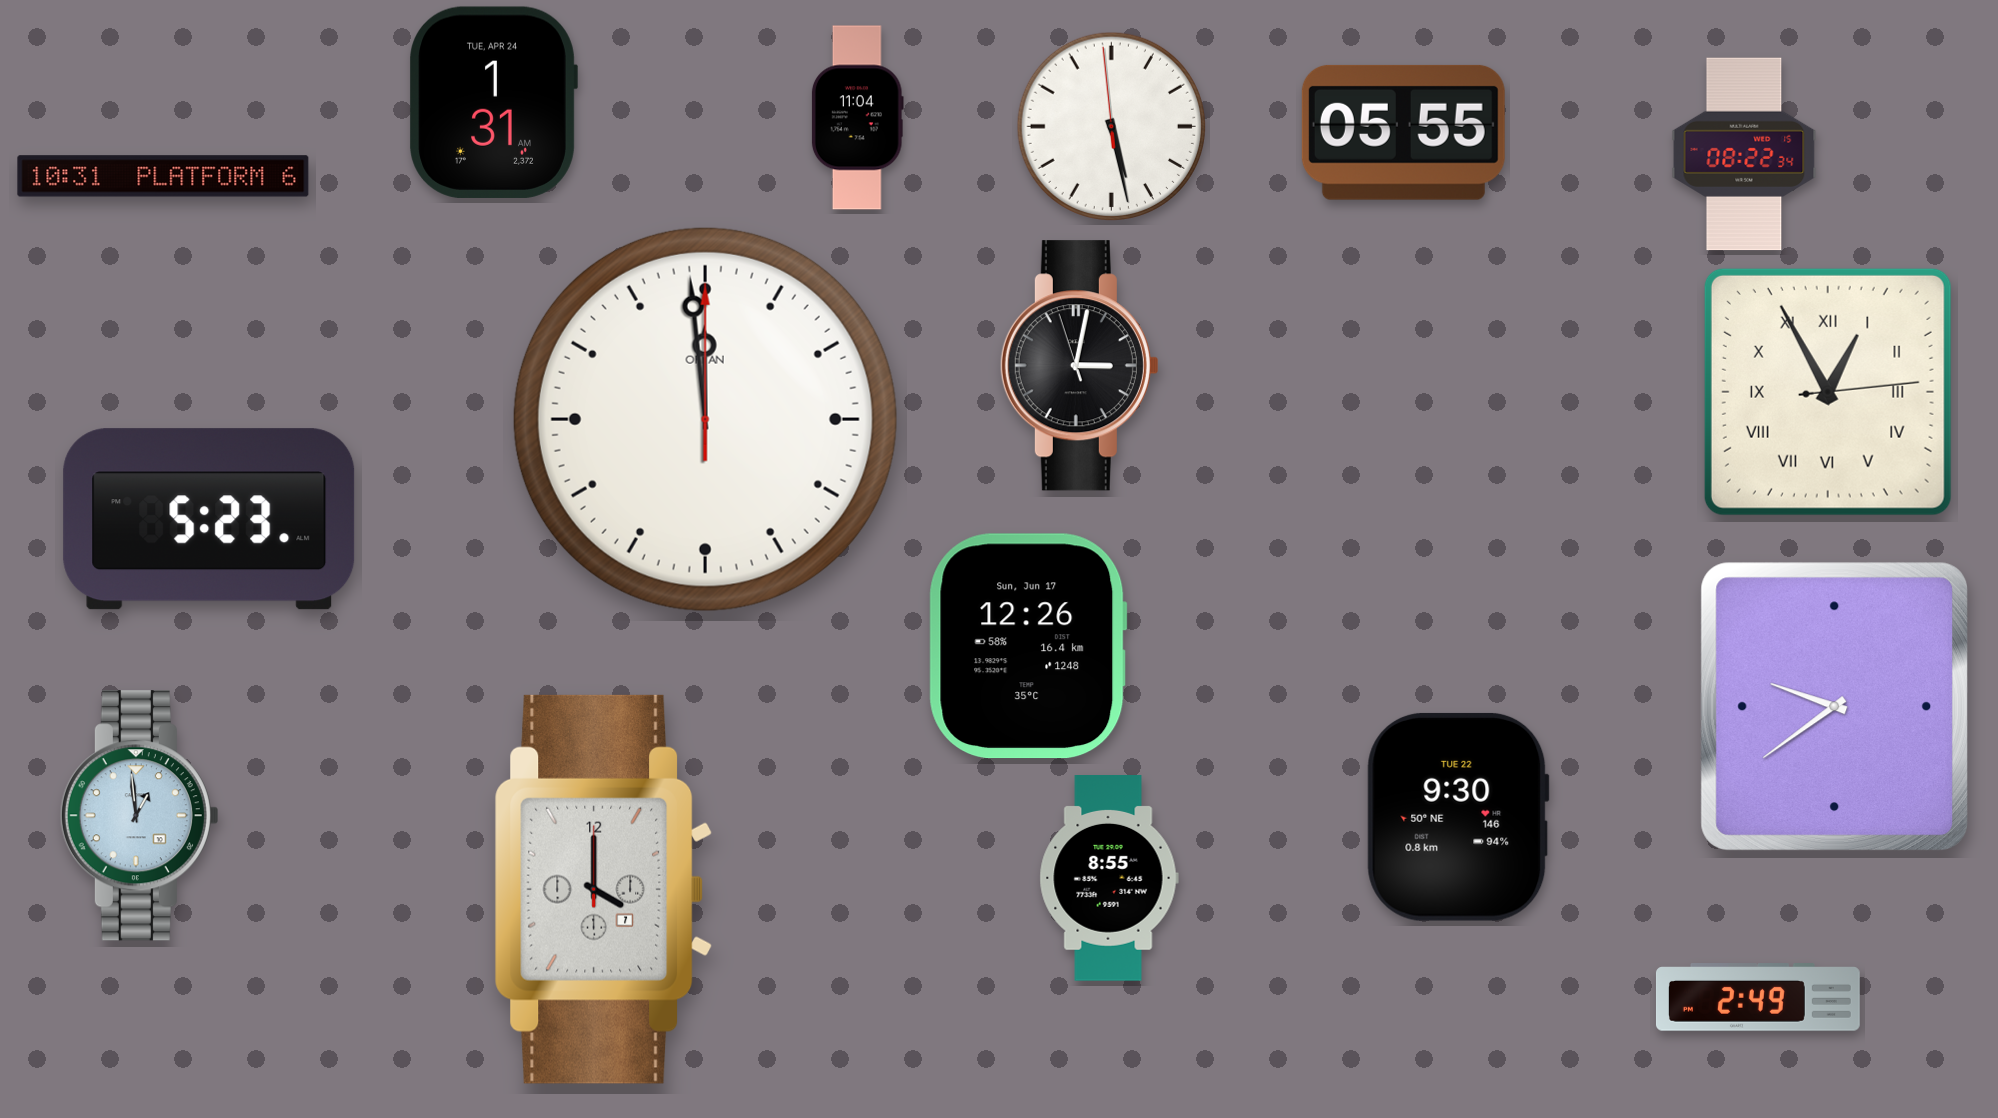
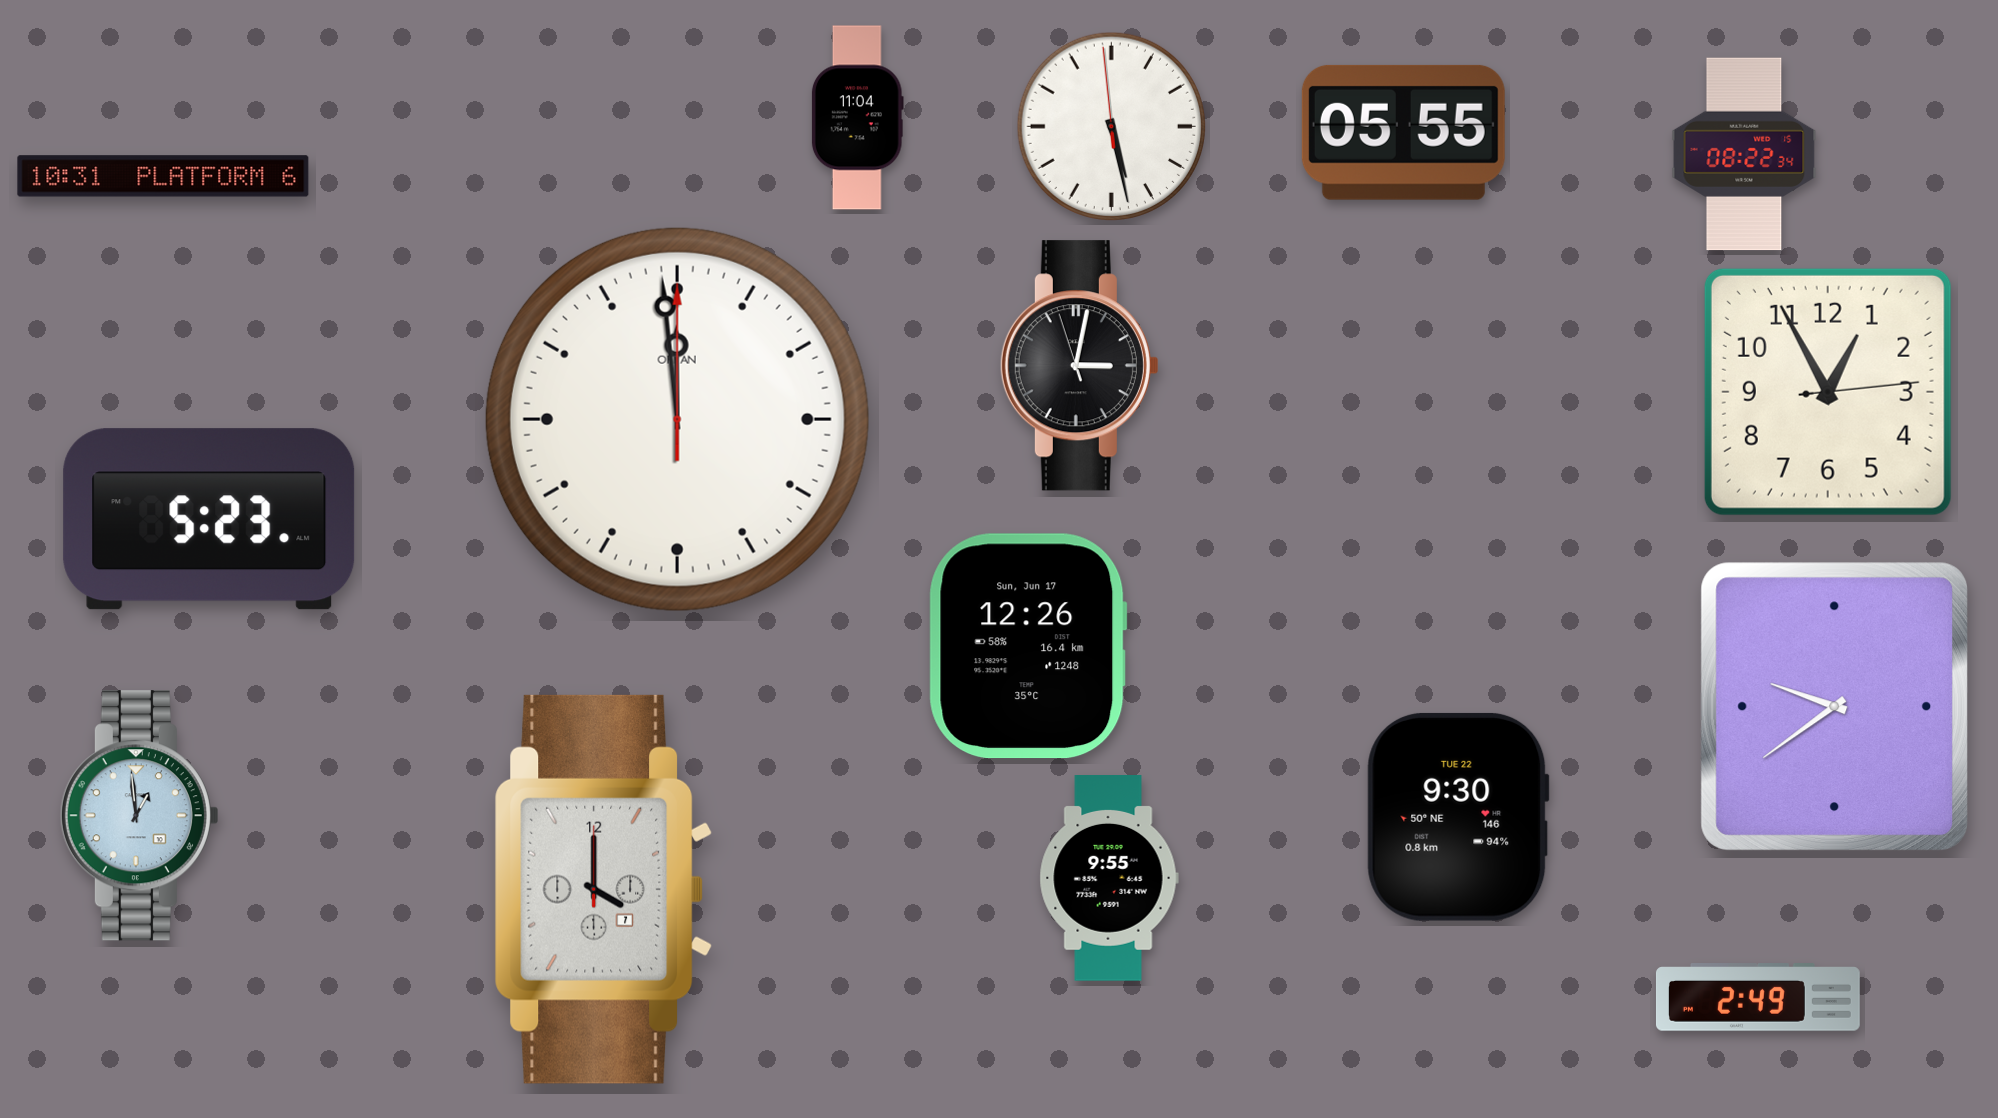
clock at (493, 102): 1:31 -> none
clock at (1828, 392) numerals: Roman -> Arabic
clock at (705, 419) position: (705, 419) -> (677, 419)
clock at (1109, 879): 8:55 -> 9:55
